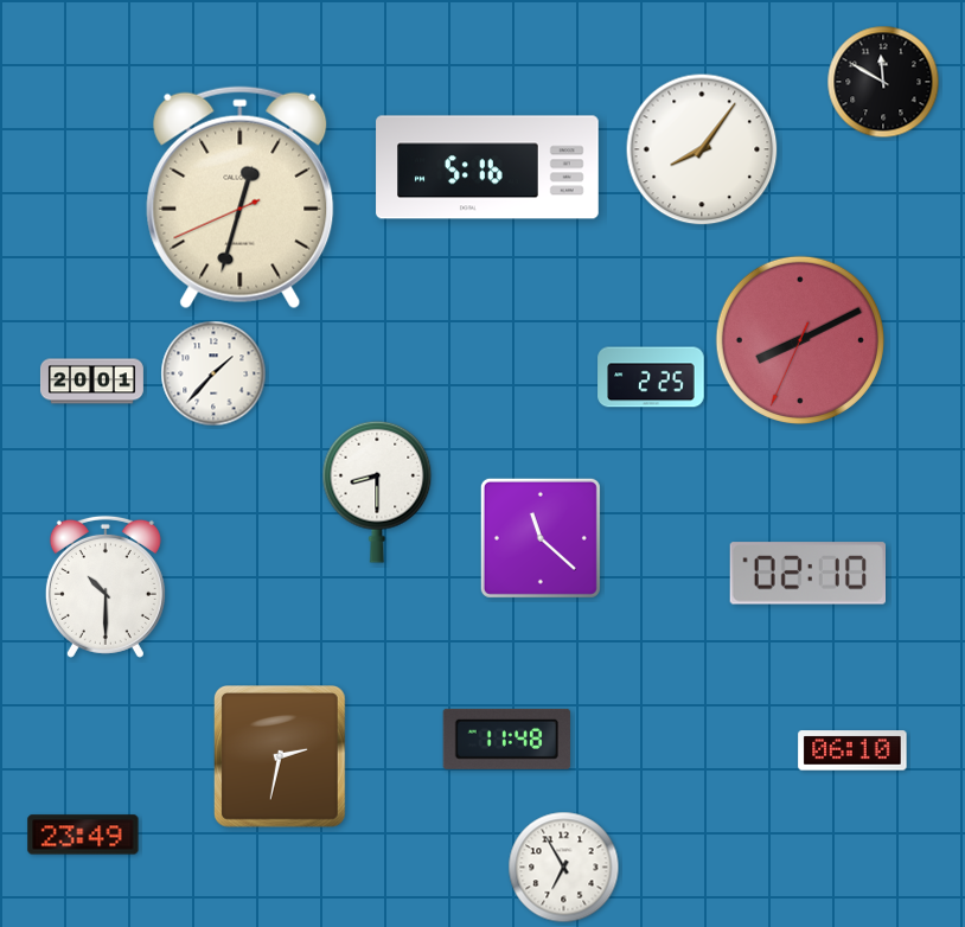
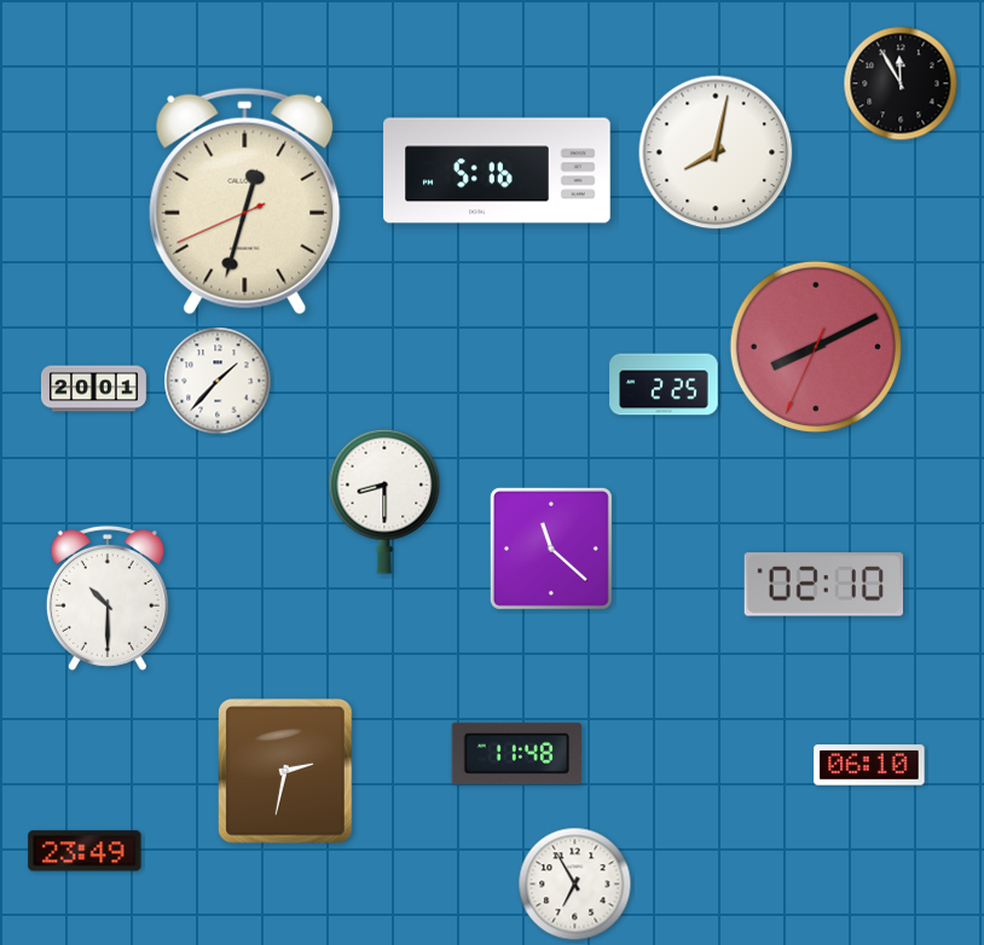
clock at (883, 82): 11:50 -> 11:55
clock at (702, 149): 8:06 -> 8:02
